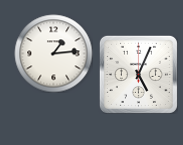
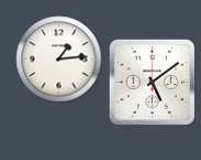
clock at (138, 74): 5:04 -> 5:09
